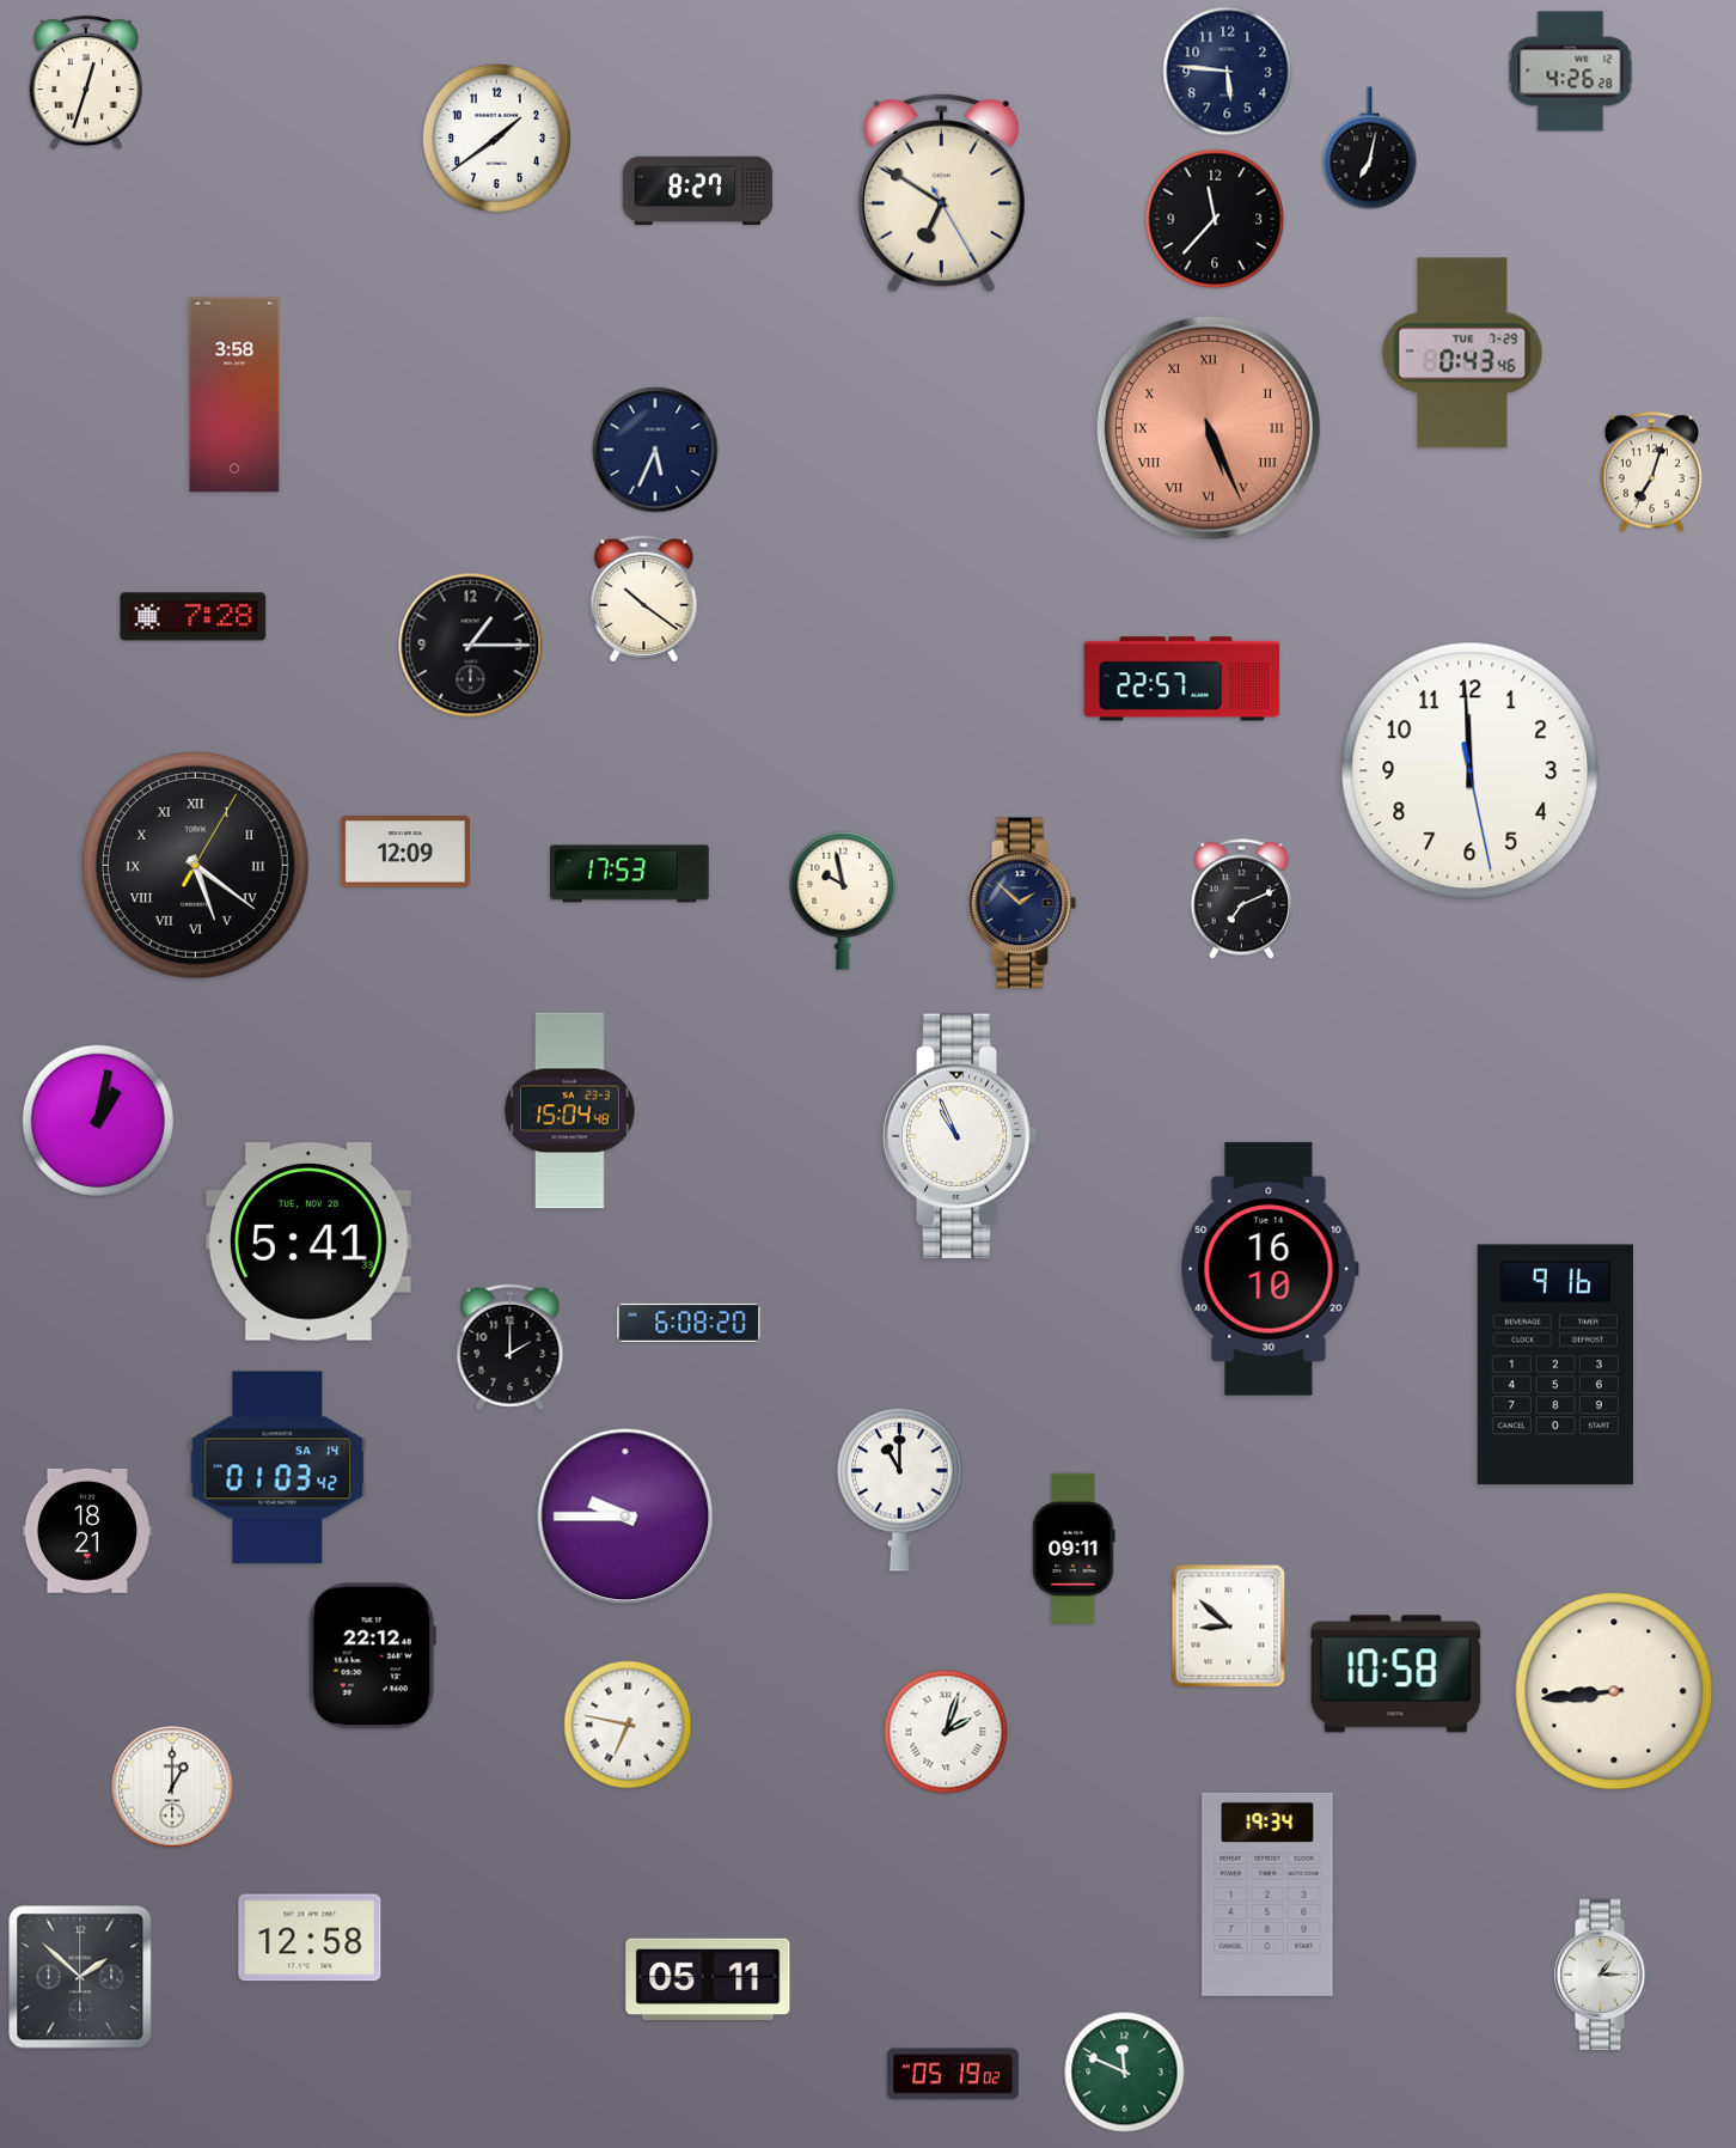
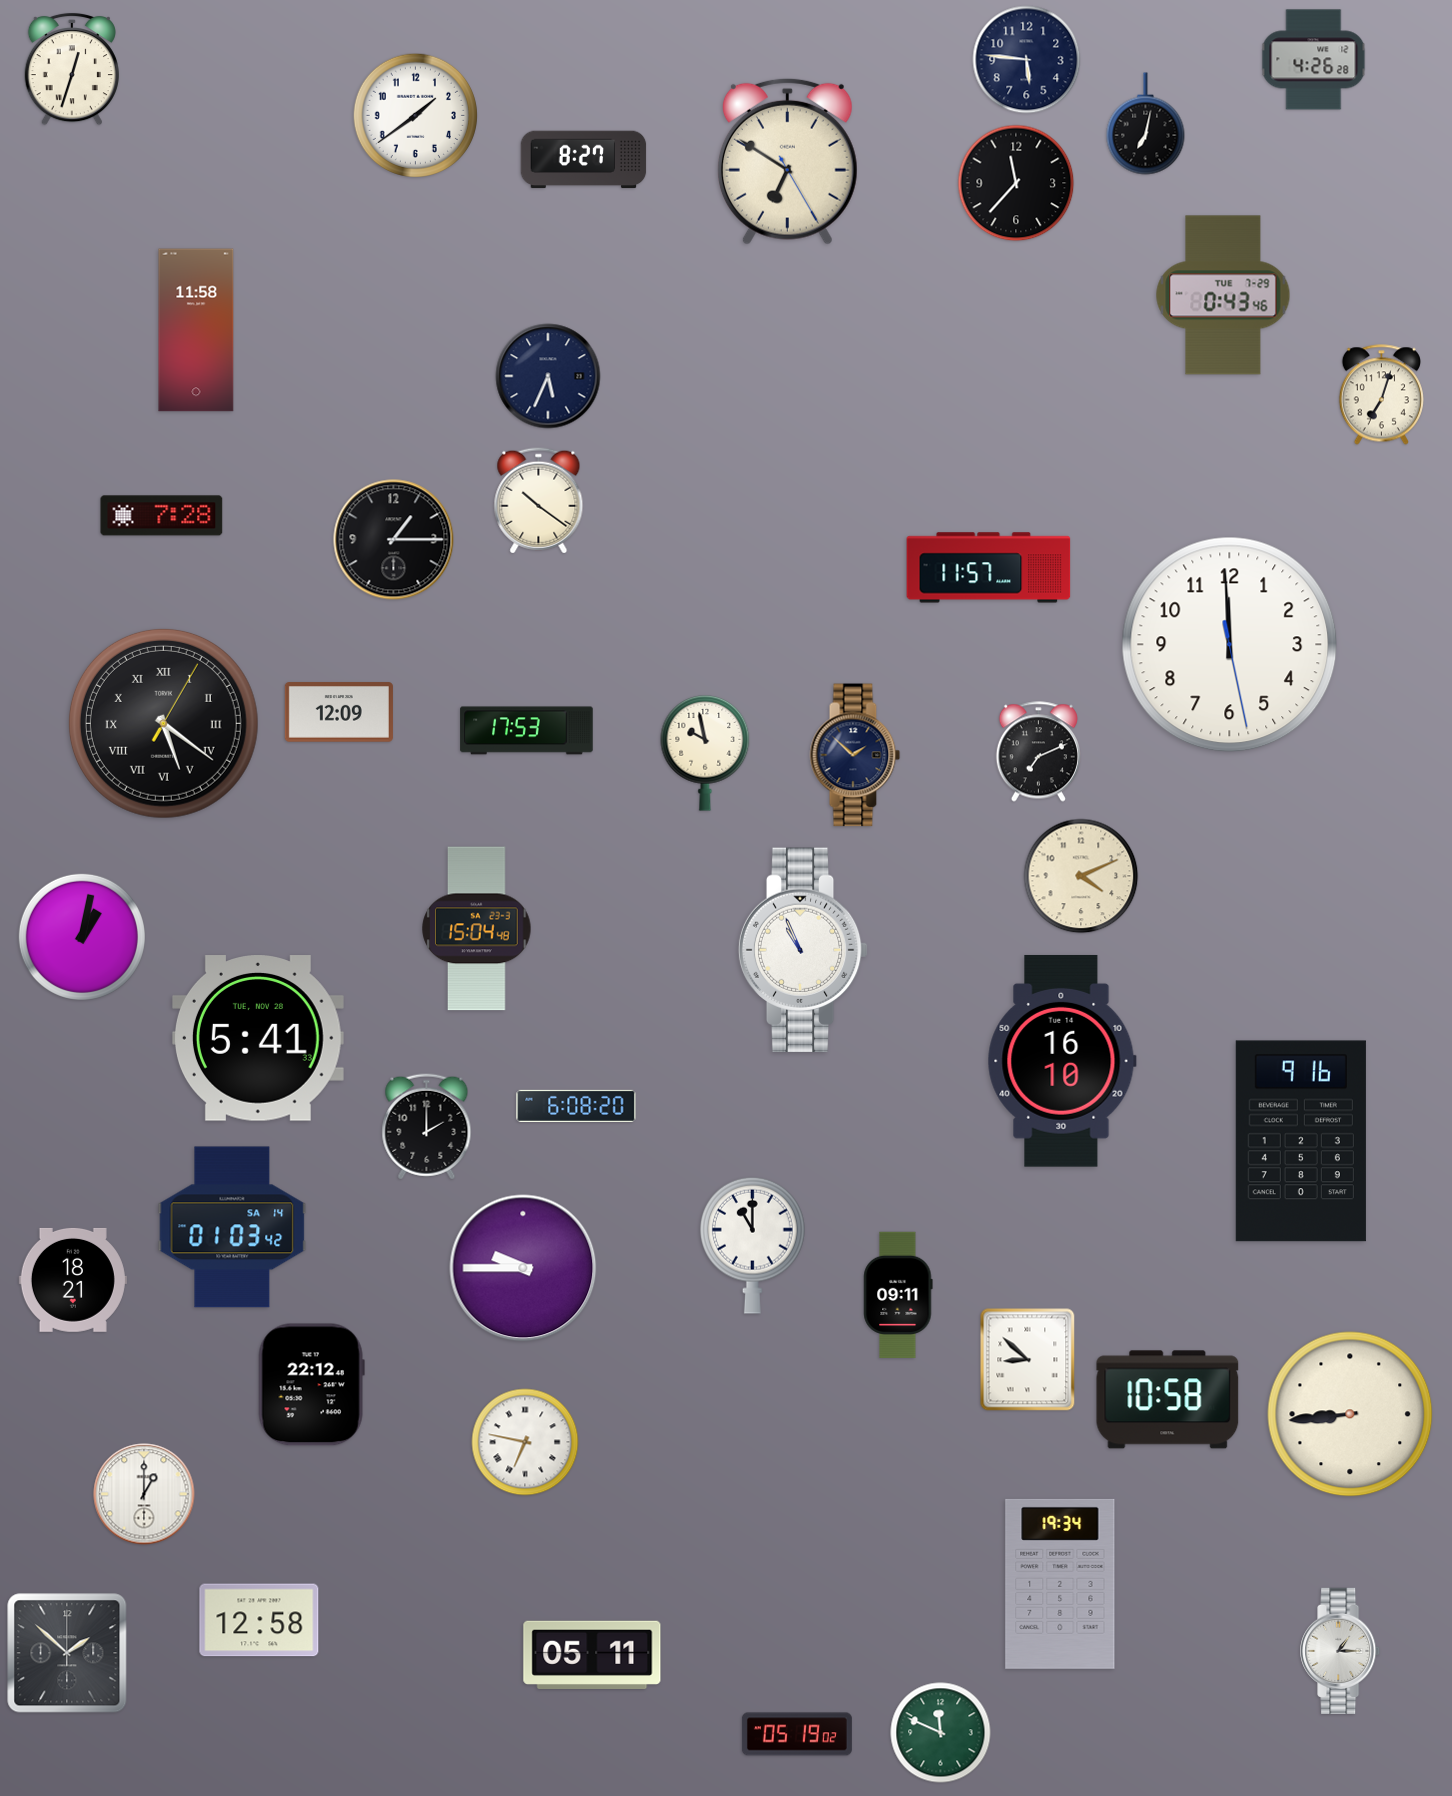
clock at (234, 395): 3:58 -> 11:58
clock at (1209, 428): 5:26 -> none
clock at (1182, 679): 22:57 -> 11:57
clock at (1081, 876): none -> 4:11
clock at (946, 1732): 2:03 -> none
